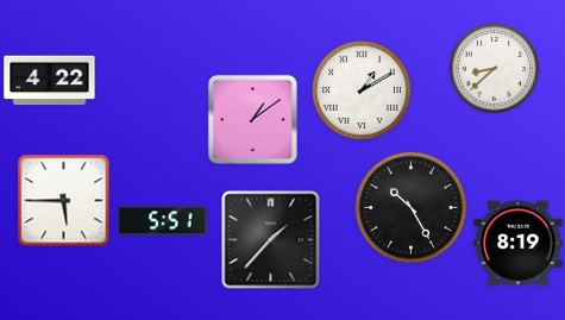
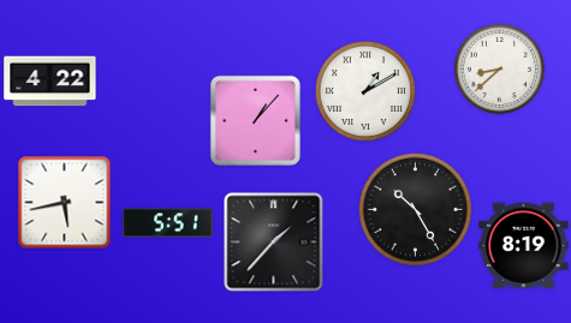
clock at (252, 119): 1:09 -> 1:07
clock at (64, 201): 5:45 -> 5:43
clock at (163, 221) position: (163, 221) -> (168, 223)
